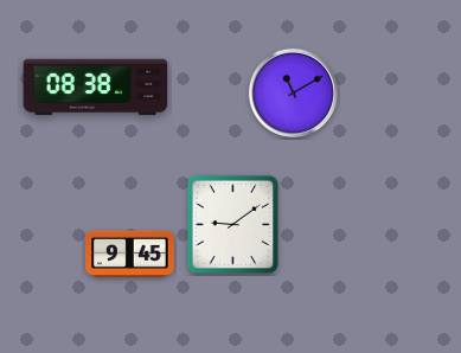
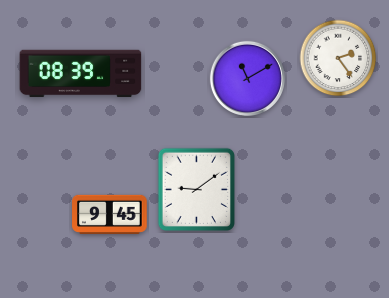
clock at (338, 58): none -> 2:24
clock at (96, 88): 08:38 -> 08:39
